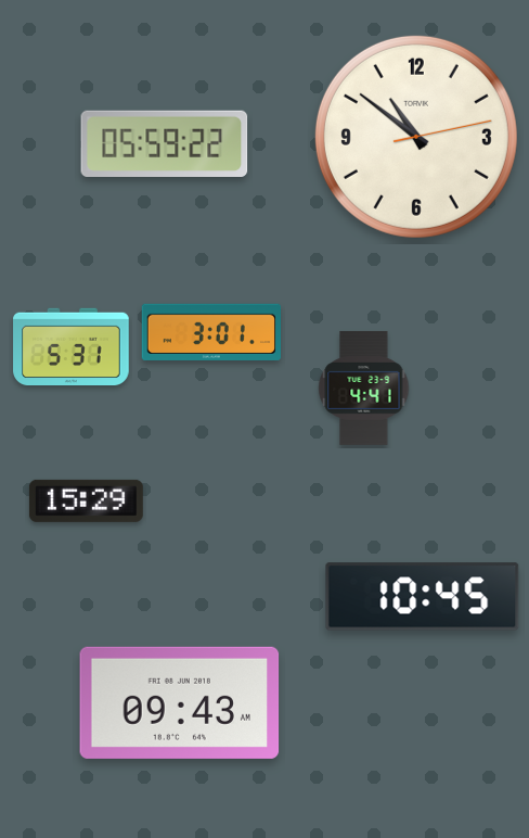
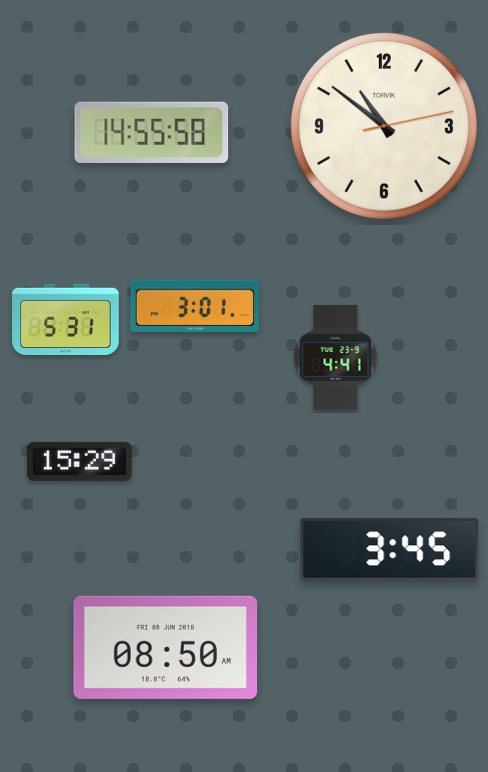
clock at (165, 143): 05:59 -> 14:55
clock at (423, 597): 10:45 -> 3:45
clock at (180, 702): 09:43 -> 08:50
